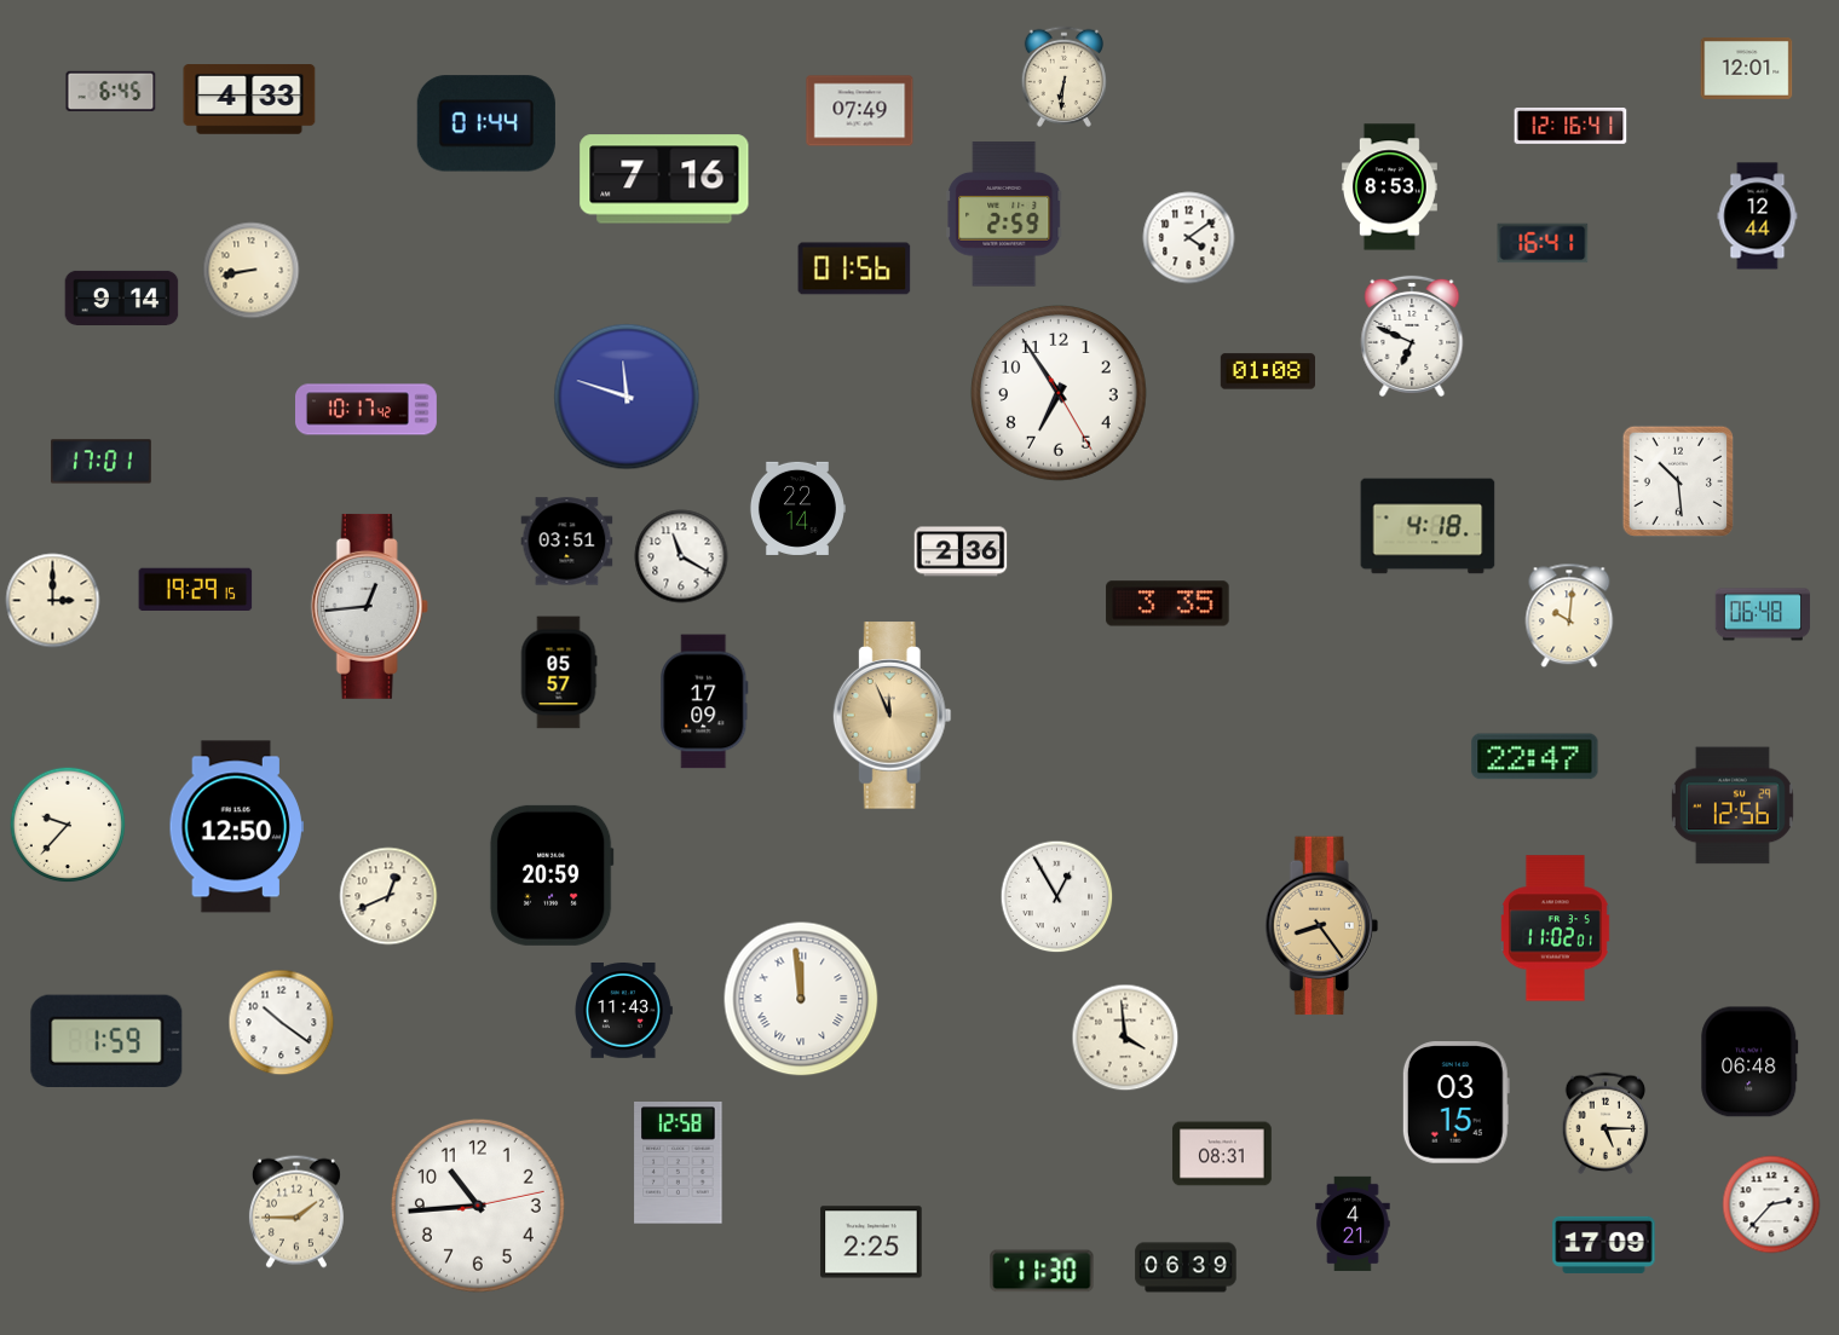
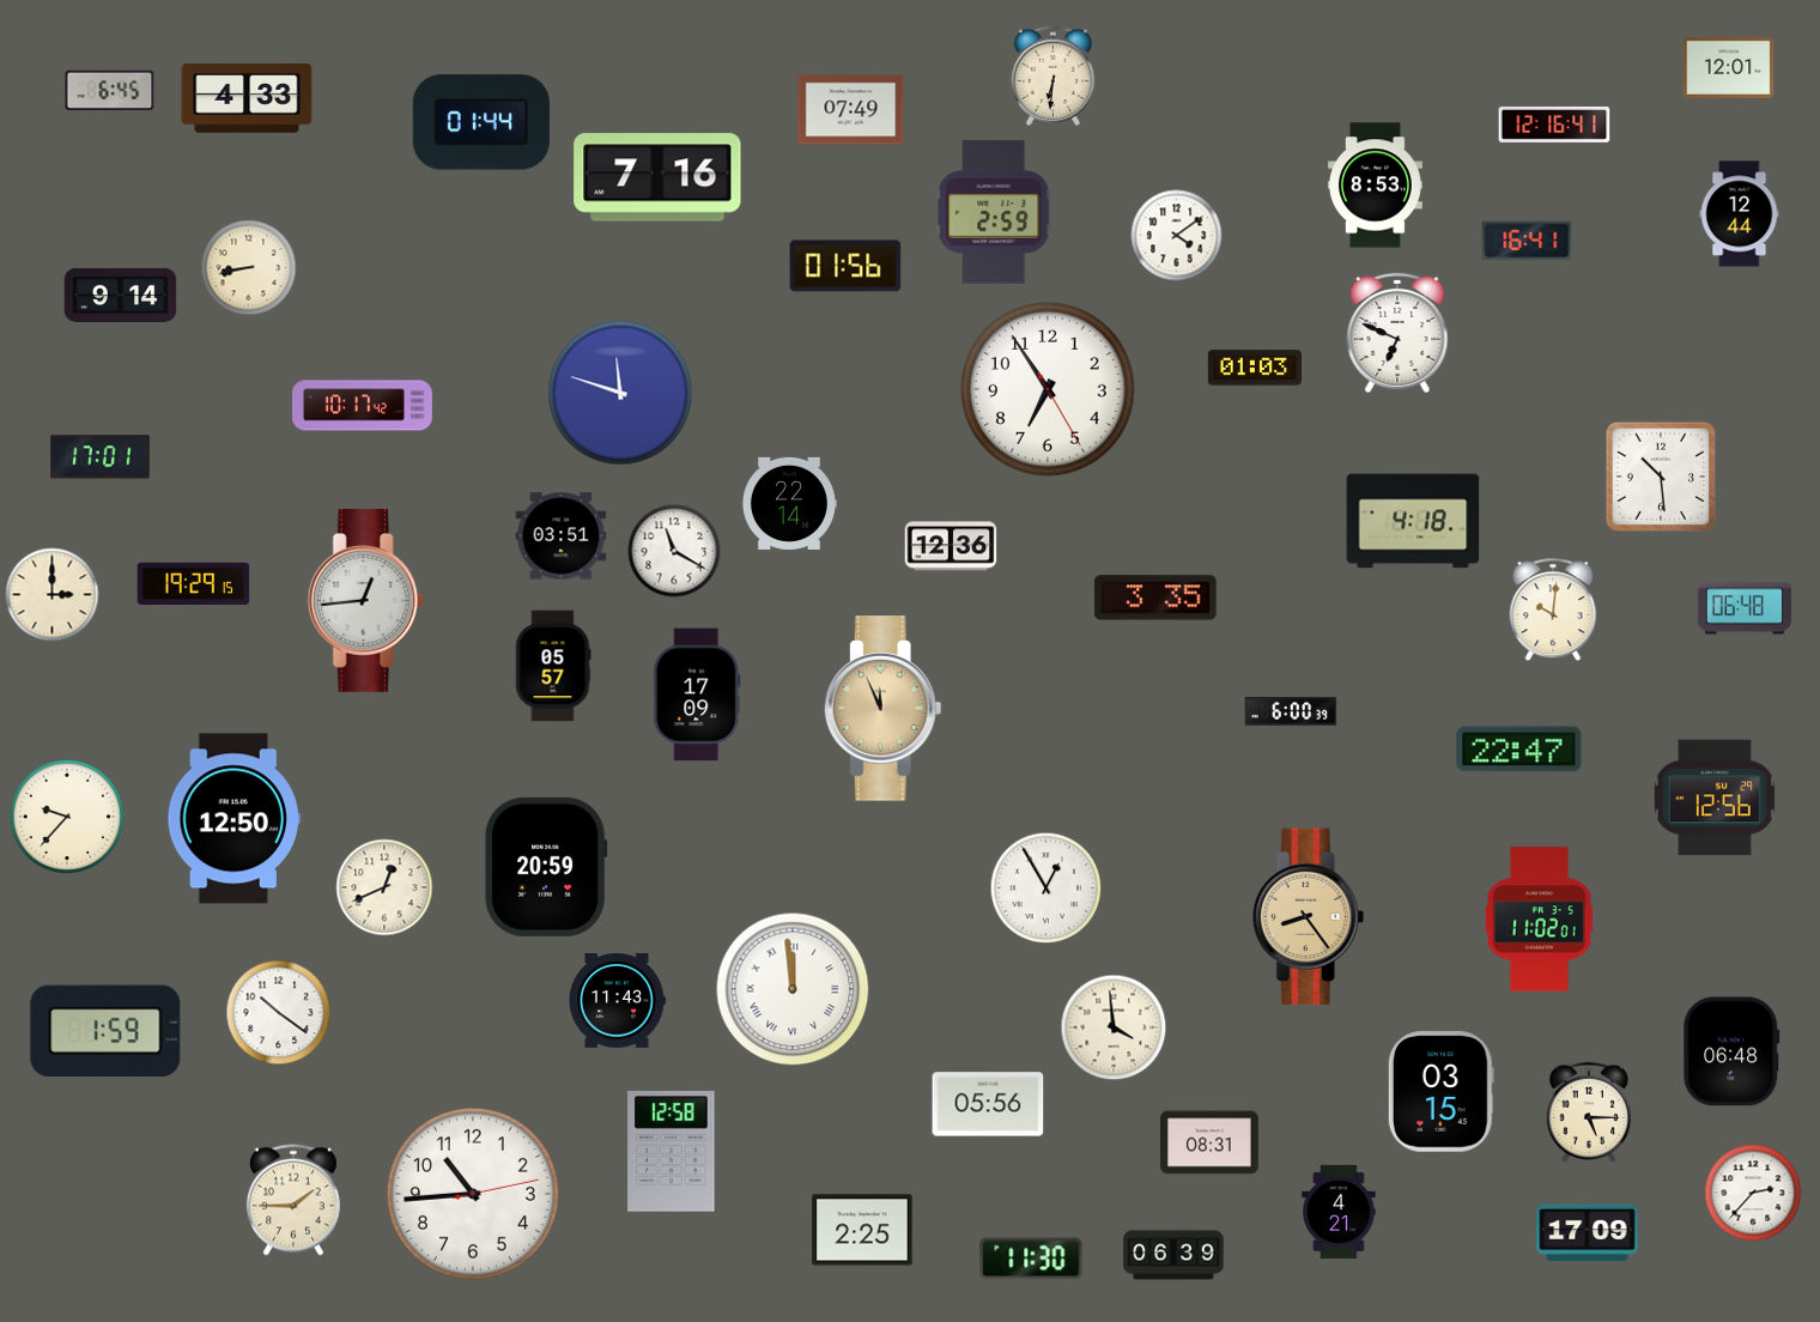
clock at (1267, 371): 01:08 -> 01:03
clock at (961, 551): 2:36 -> 12:36
clock at (1291, 711): none -> 6:00
clock at (988, 1104): none -> 05:56
